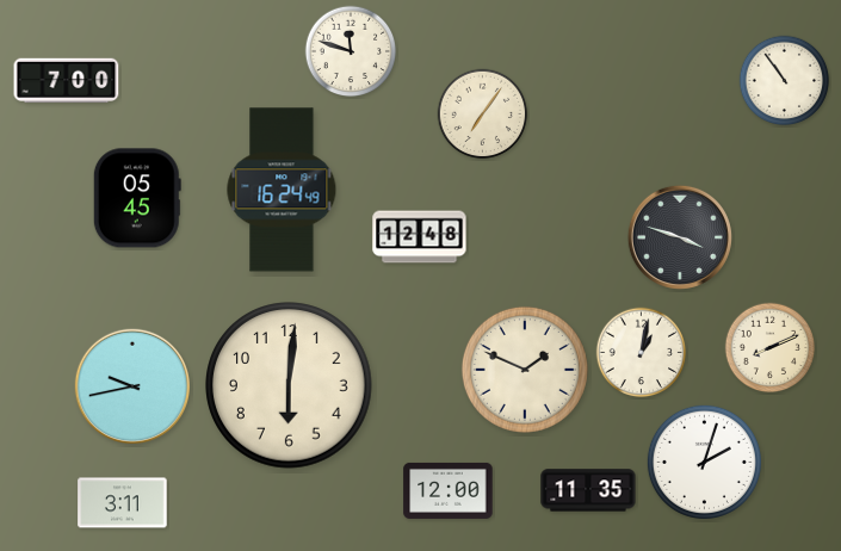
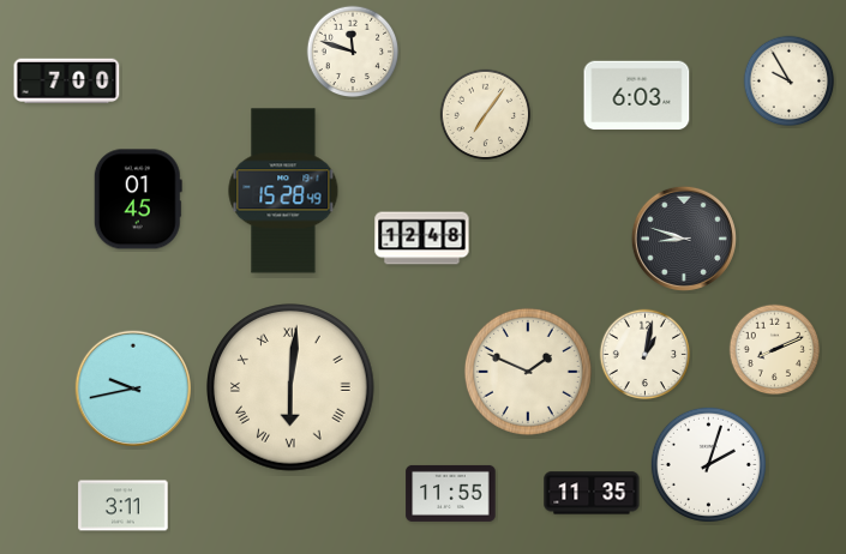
clock at (785, 81): 10:54 -> 9:55
clock at (637, 96): none -> 6:03
clock at (282, 190): 16:24 -> 15:28
clock at (137, 198): 05:45 -> 01:45
clock at (680, 237): 3:48 -> 8:48
clock at (289, 385) numerals: Arabic -> Roman
clock at (449, 490): 12:00 -> 11:55
